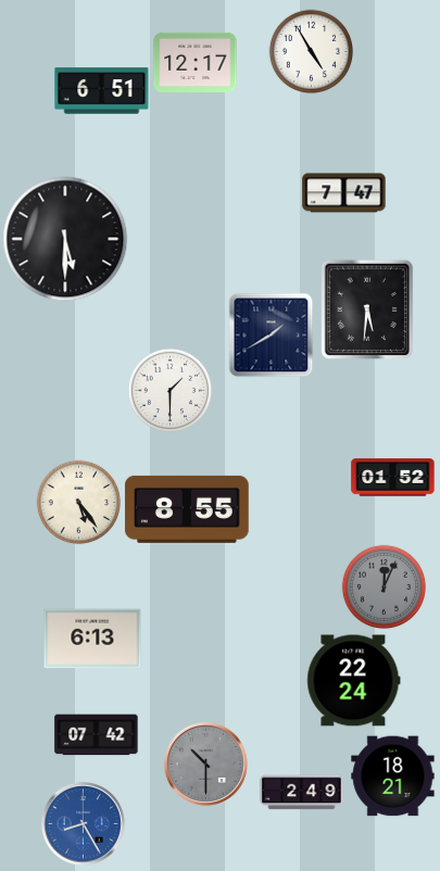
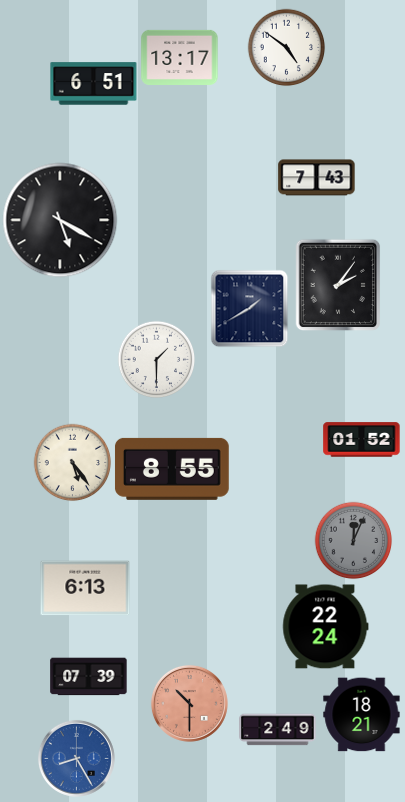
clock at (311, 51): 4:55 -> 4:51
clock at (196, 62): 12:17 -> 13:17
clock at (344, 193): 7:47 -> 7:43
clock at (65, 239): 5:30 -> 5:20
clock at (367, 310): 5:31 -> 2:06
clock at (97, 735): 07:42 -> 07:39
clock at (205, 763) dial: grey -> salmon
